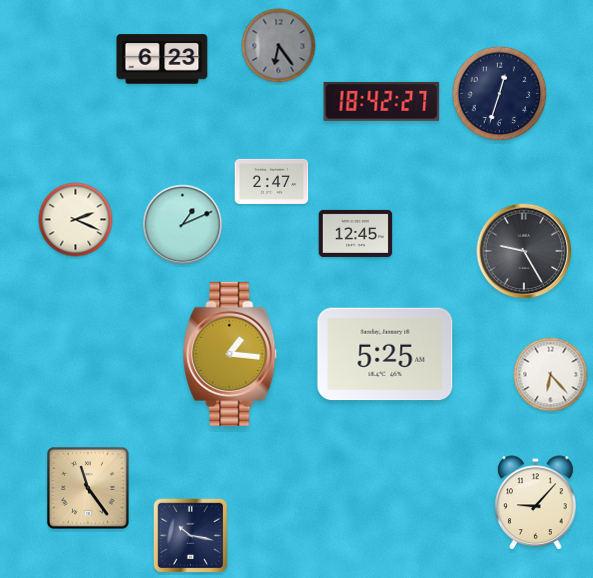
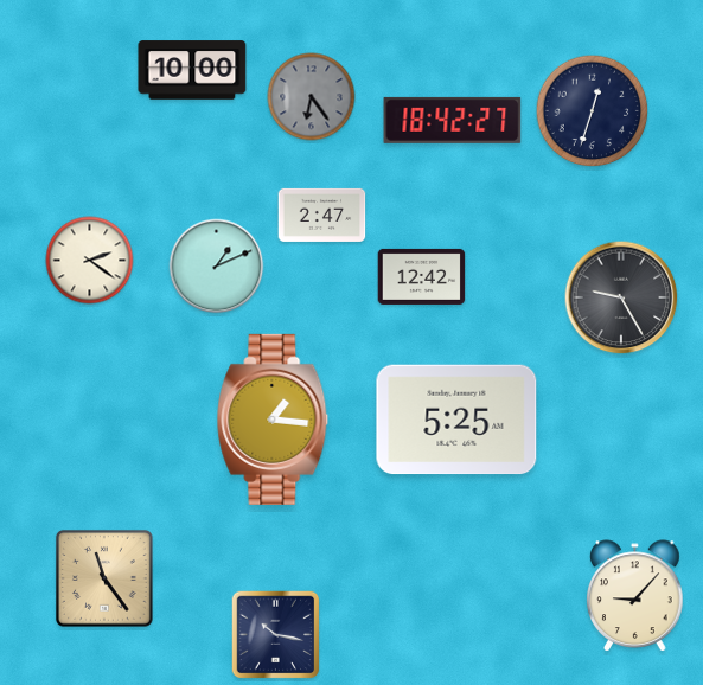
clock at (279, 46) position: (279, 46) -> (312, 97)
clock at (162, 59): 6:23 -> 10:00
clock at (76, 220): 2:19 -> 2:21
clock at (356, 233): 12:45 -> 12:42
clock at (551, 375): 6:23 -> none
clock at (191, 536) position: (191, 536) -> (276, 635)
